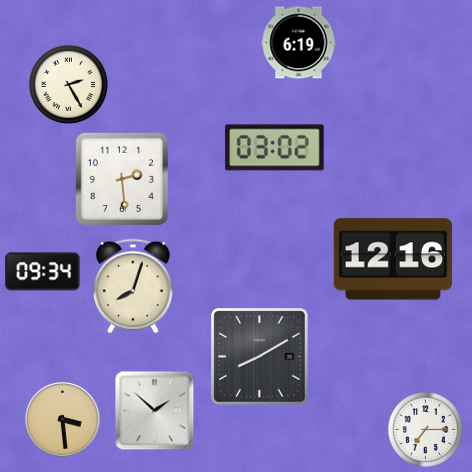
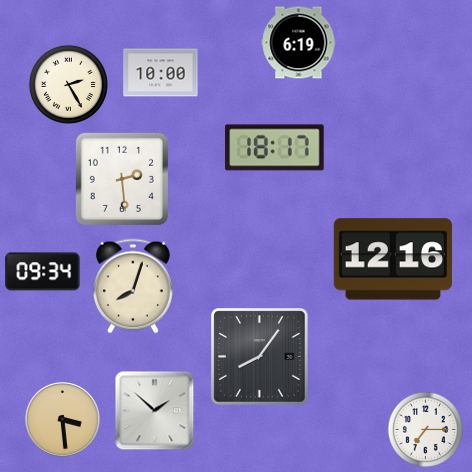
clock at (161, 73): none -> 10:00
clock at (275, 148): 03:02 -> 18:17
clock at (260, 357): 8:10 -> 8:06
